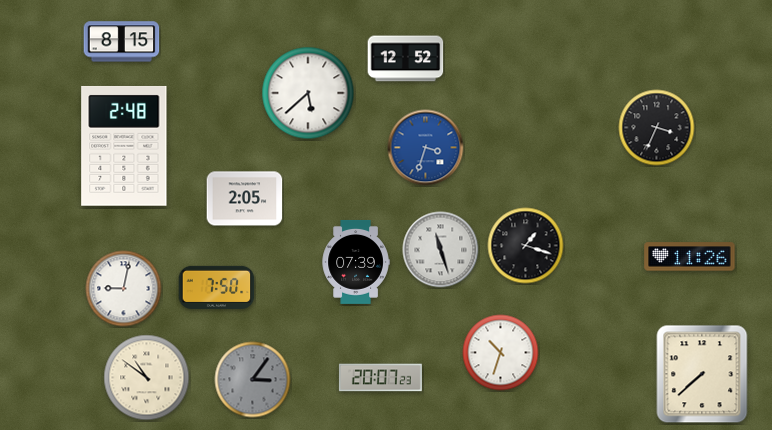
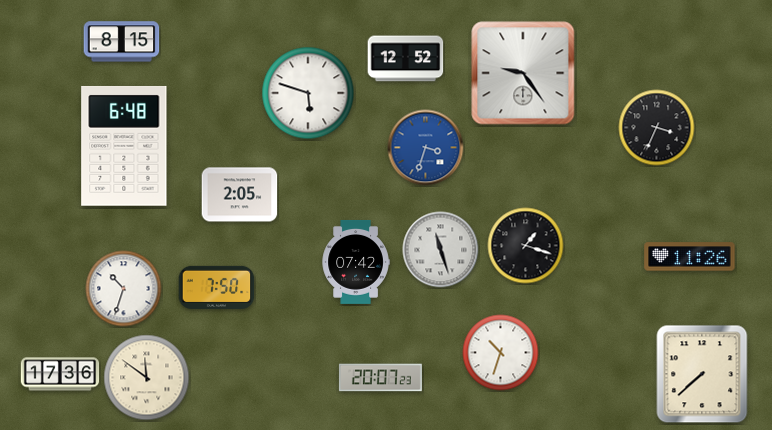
clock at (523, 73): none -> 9:24
clock at (308, 93): 5:38 -> 5:48
clock at (124, 146): 2:48 -> 6:48
clock at (245, 199) position: (245, 199) -> (240, 195)
clock at (356, 262): 07:39 -> 07:42
clock at (124, 289): 9:02 -> 10:33
clock at (60, 374): none -> 17:36
clock at (147, 378): 10:51 -> 11:51
clock at (253, 380): 3:06 -> none
